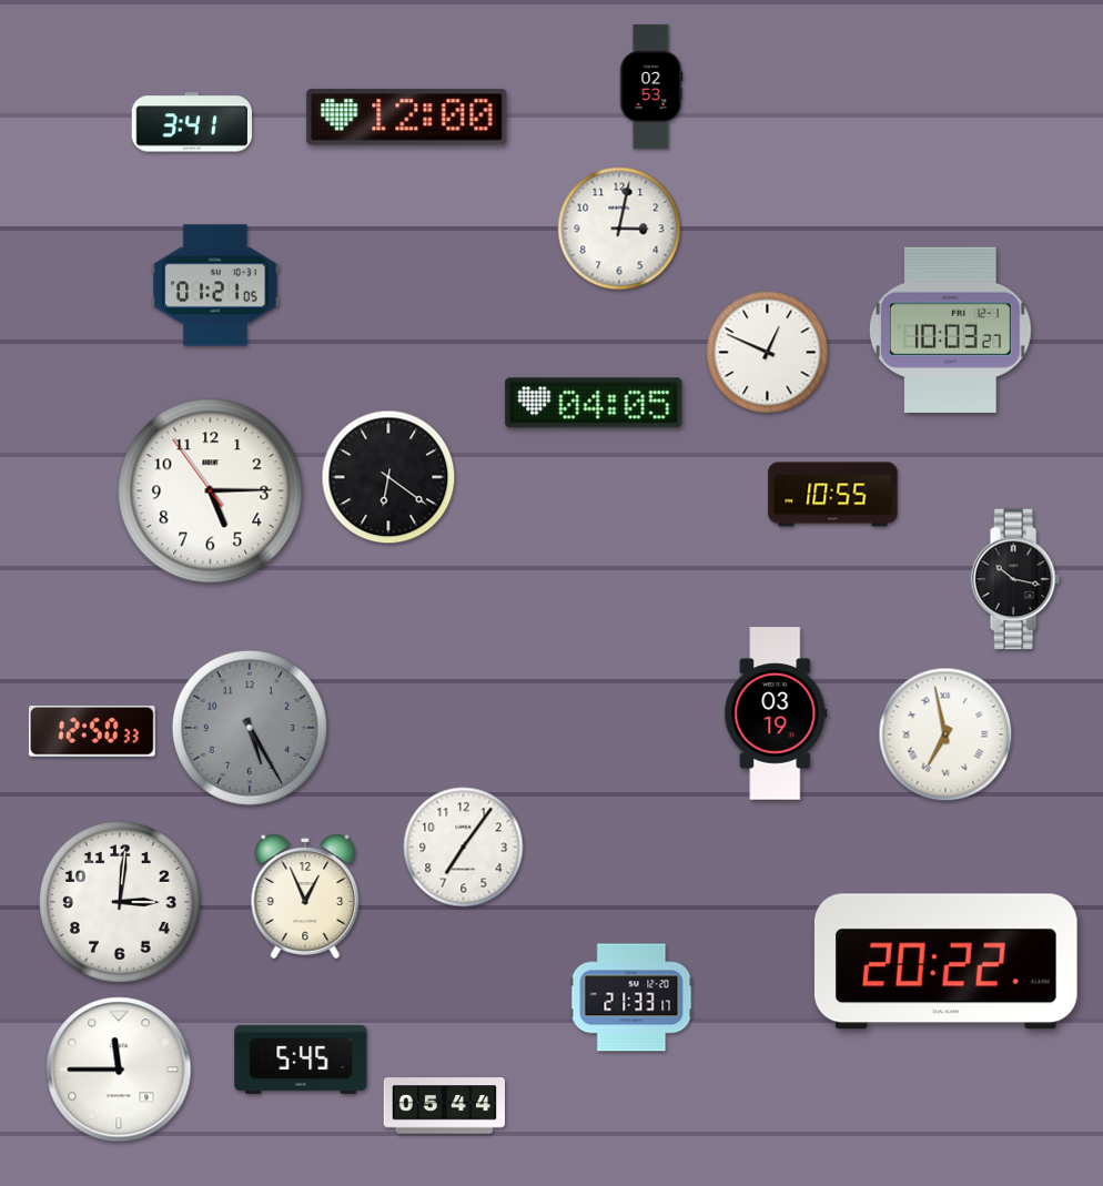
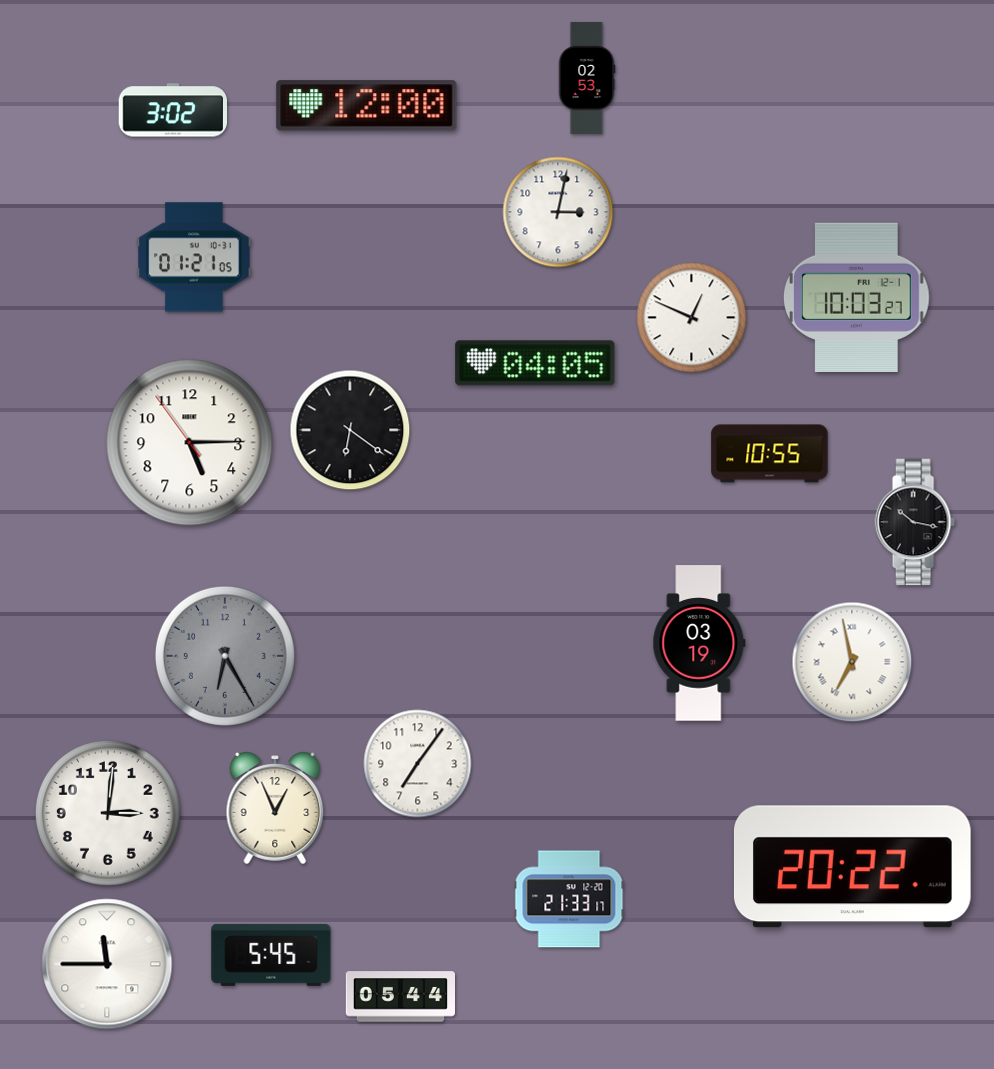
clock at (191, 122): 3:41 -> 3:02
clock at (619, 229) position: (619, 229) -> (558, 212)
clock at (833, 495) position: (833, 495) -> (770, 454)
clock at (250, 728): 5:25 -> 6:25
clock at (92, 731): 12:50 -> none
